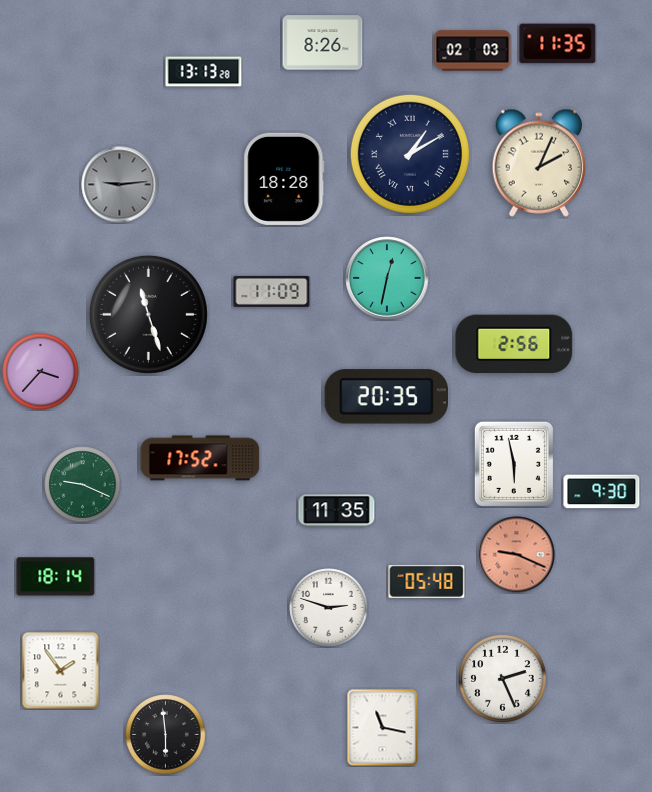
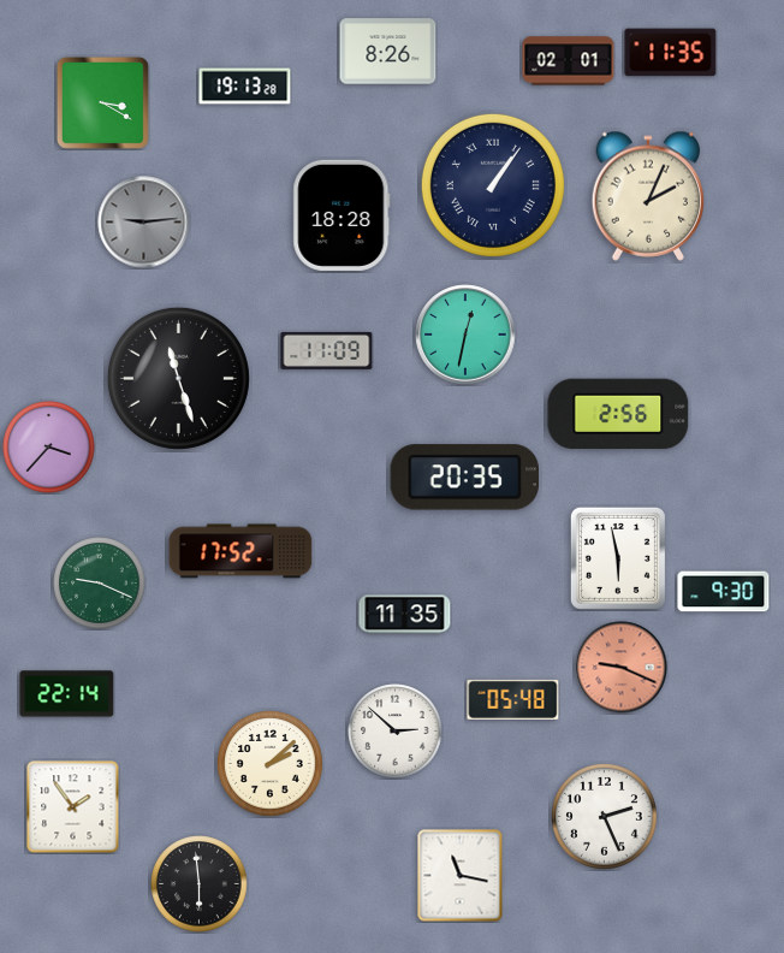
clock at (473, 51): 02:03 -> 02:01
clock at (204, 72): 13:13 -> 19:13
clock at (102, 102): none -> 3:20
clock at (410, 154): 1:10 -> 1:06
clock at (56, 577): 18:14 -> 22:14
clock at (329, 608): 2:48 -> 2:52
clock at (271, 764): none -> 2:08
